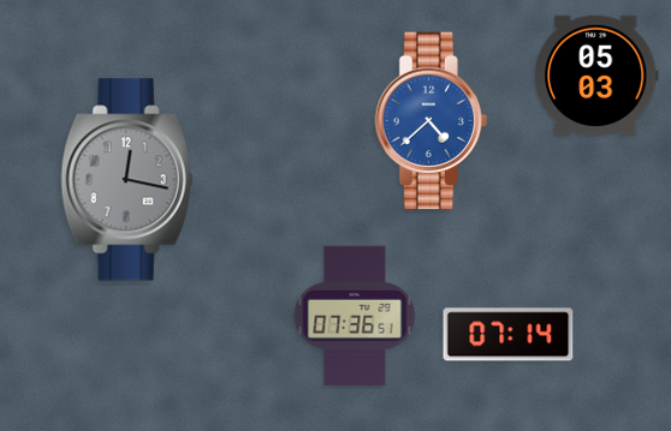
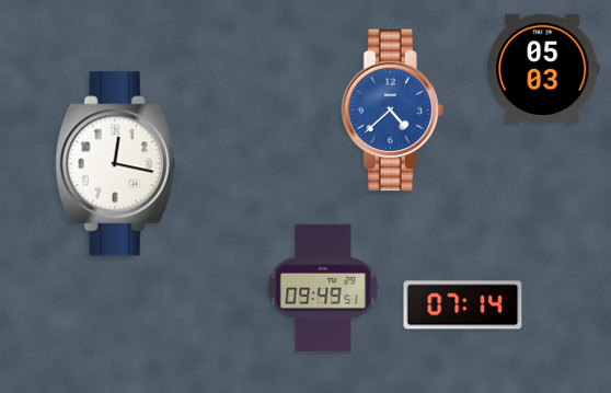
clock at (127, 180) dial: grey -> white
clock at (355, 316): 07:36 -> 09:49
